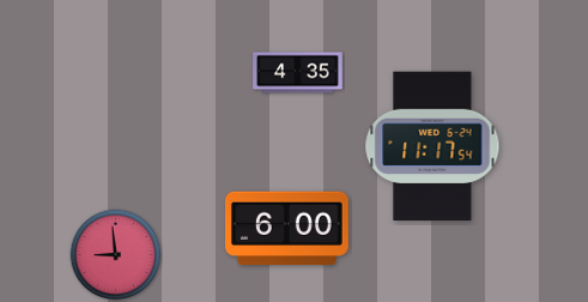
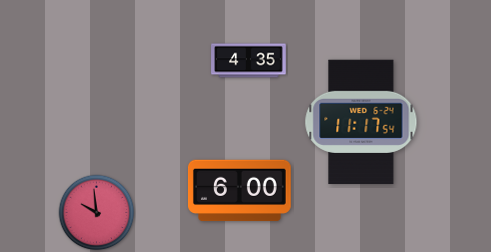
clock at (116, 255): 8:59 -> 9:59
